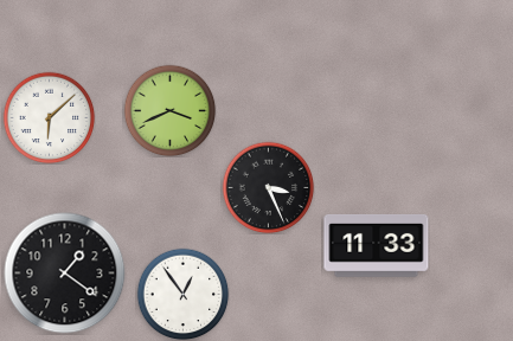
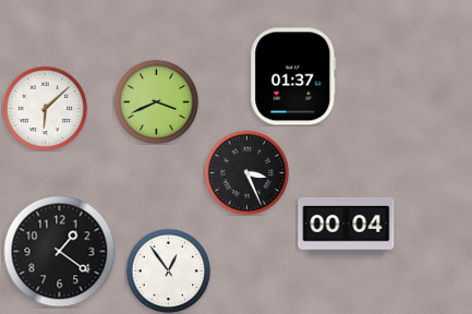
clock at (293, 76): none -> 01:37
clock at (377, 246): 11:33 -> 00:04
